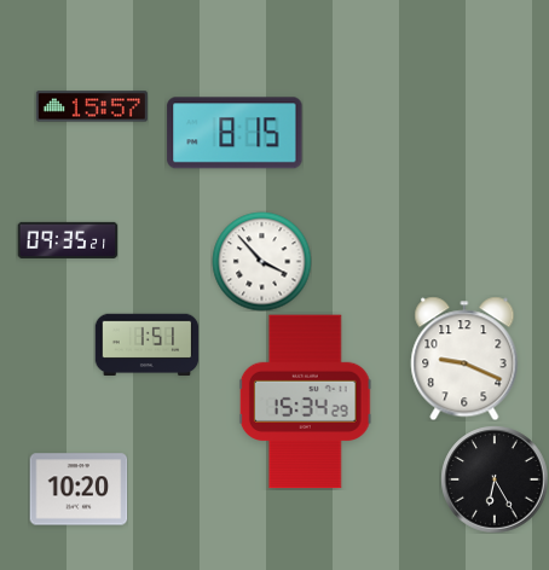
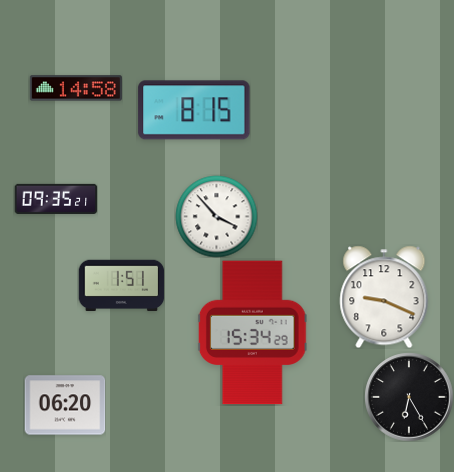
clock at (92, 106): 15:57 -> 14:58
clock at (79, 489): 10:20 -> 06:20
